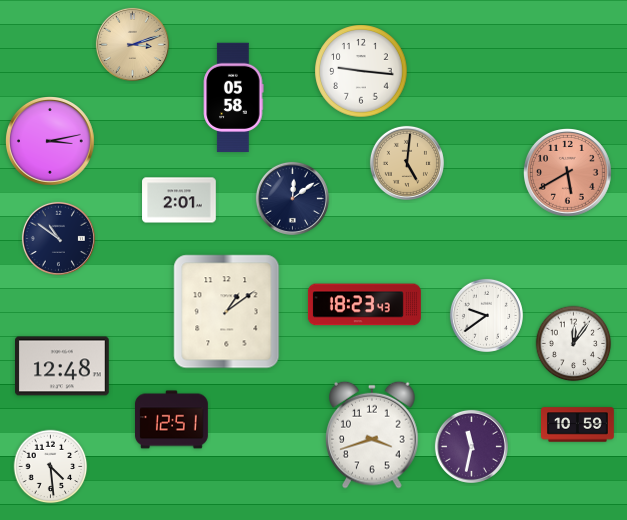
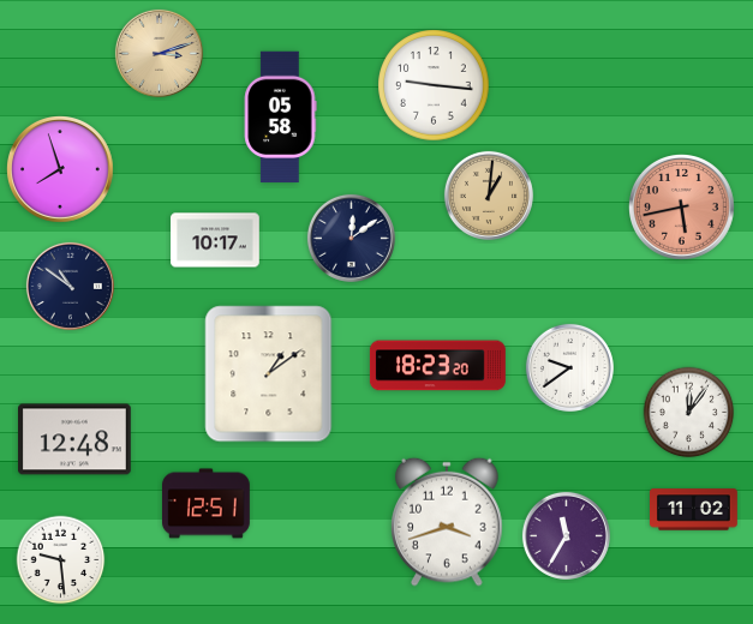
clock at (51, 142): 3:13 -> 7:57
clock at (407, 163): 5:01 -> 1:01
clock at (568, 173): 5:40 -> 5:43
clock at (179, 200): 2:01 -> 10:17
clock at (364, 305): 18:23:43 -> 18:23:20
clock at (227, 312) position: (227, 312) -> (269, 374)
clock at (486, 315) position: (486, 315) -> (569, 367)
clock at (578, 425): 10:59 -> 11:02
clock at (471, 446): 11:32 -> 11:35
clock at (51, 467): 4:29 -> 9:29
